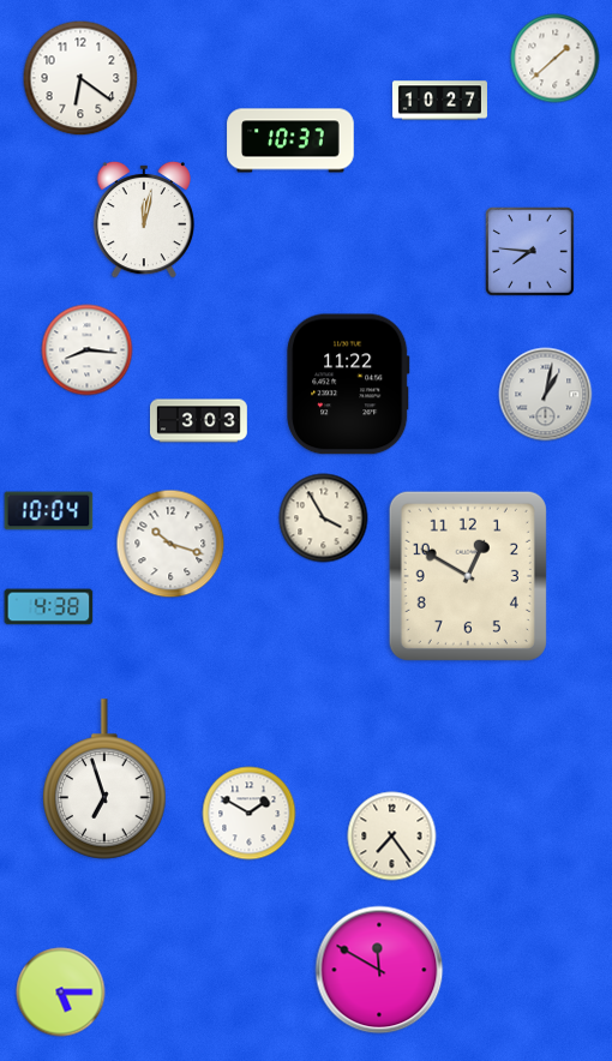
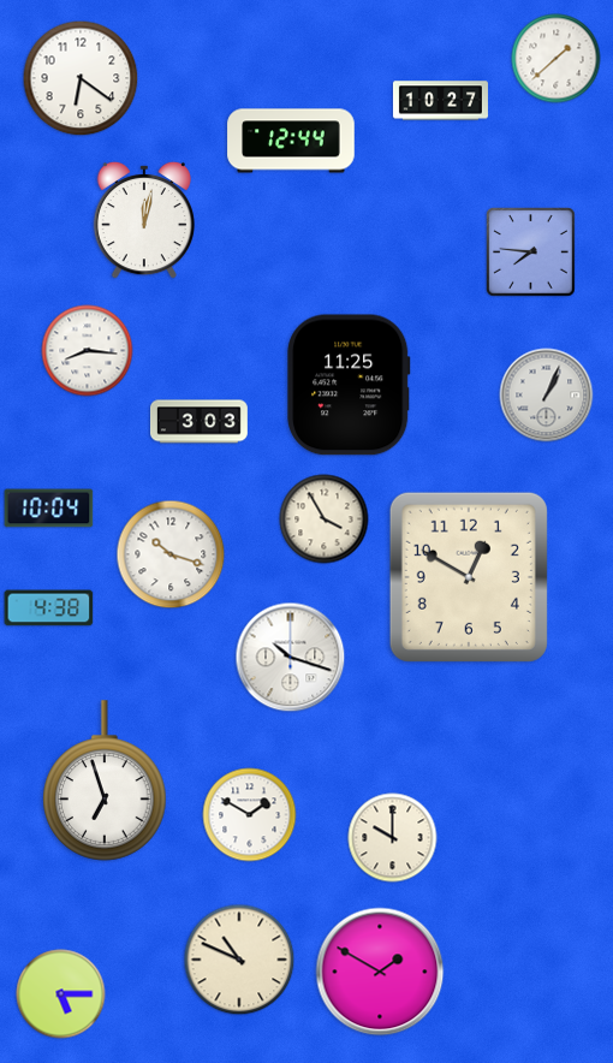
clock at (290, 140): 10:37 -> 12:44
clock at (348, 384): 11:22 -> 11:25
clock at (546, 395): 1:02 -> 1:04
clock at (49, 511) position: (49, 511) -> (49, 509)
clock at (170, 544) position: (170, 544) -> (171, 554)
clock at (291, 658): none -> 10:18
clock at (392, 837): 7:24 -> 10:00
clock at (239, 960): none -> 10:49
clock at (379, 970): 11:50 -> 1:50
